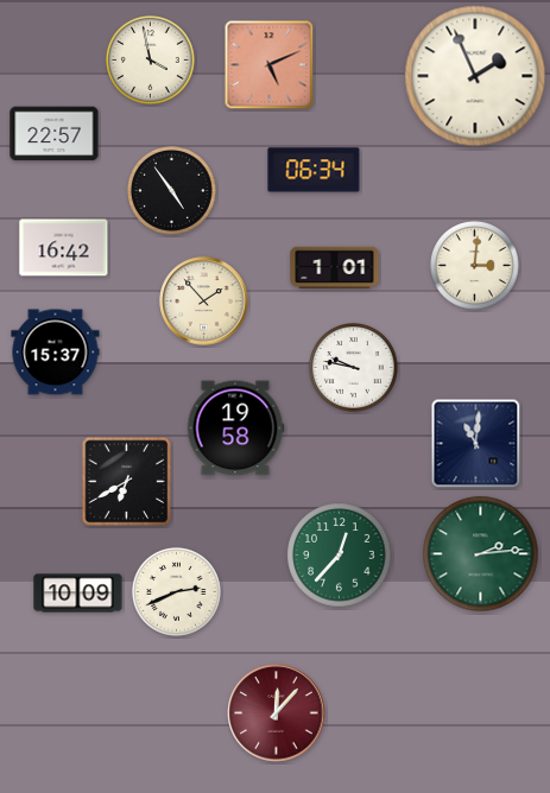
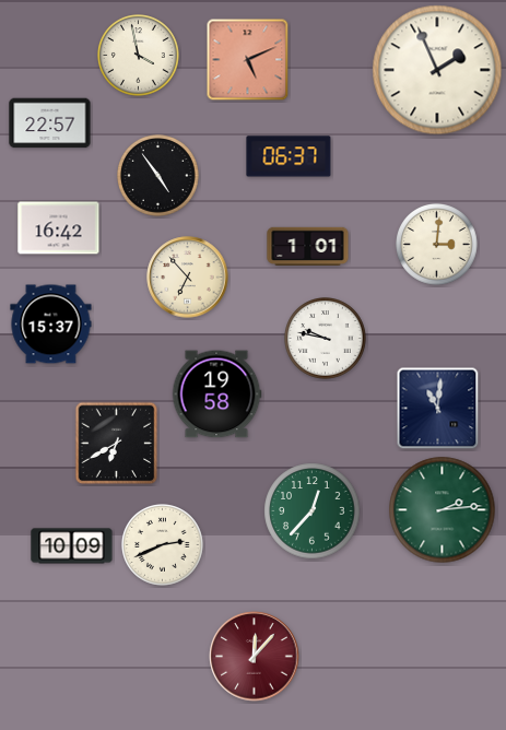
clock at (314, 170): 06:34 -> 06:37
clock at (204, 302): 1:53 -> 6:53
